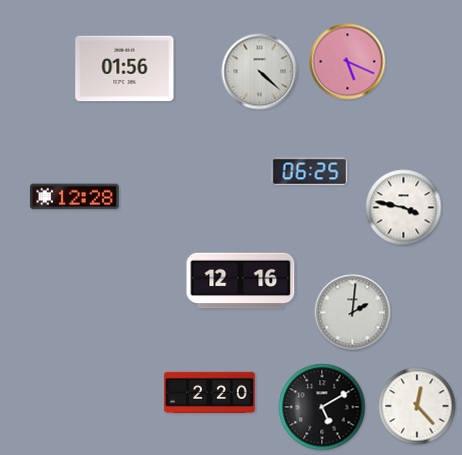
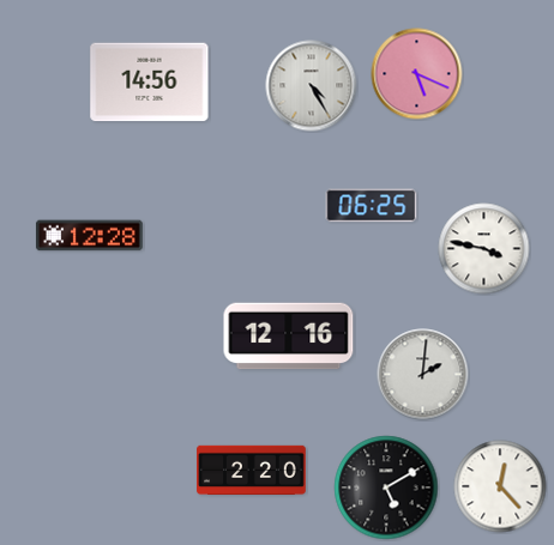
clock at (125, 69): 01:56 -> 14:56
clock at (260, 72): 4:22 -> 4:25
